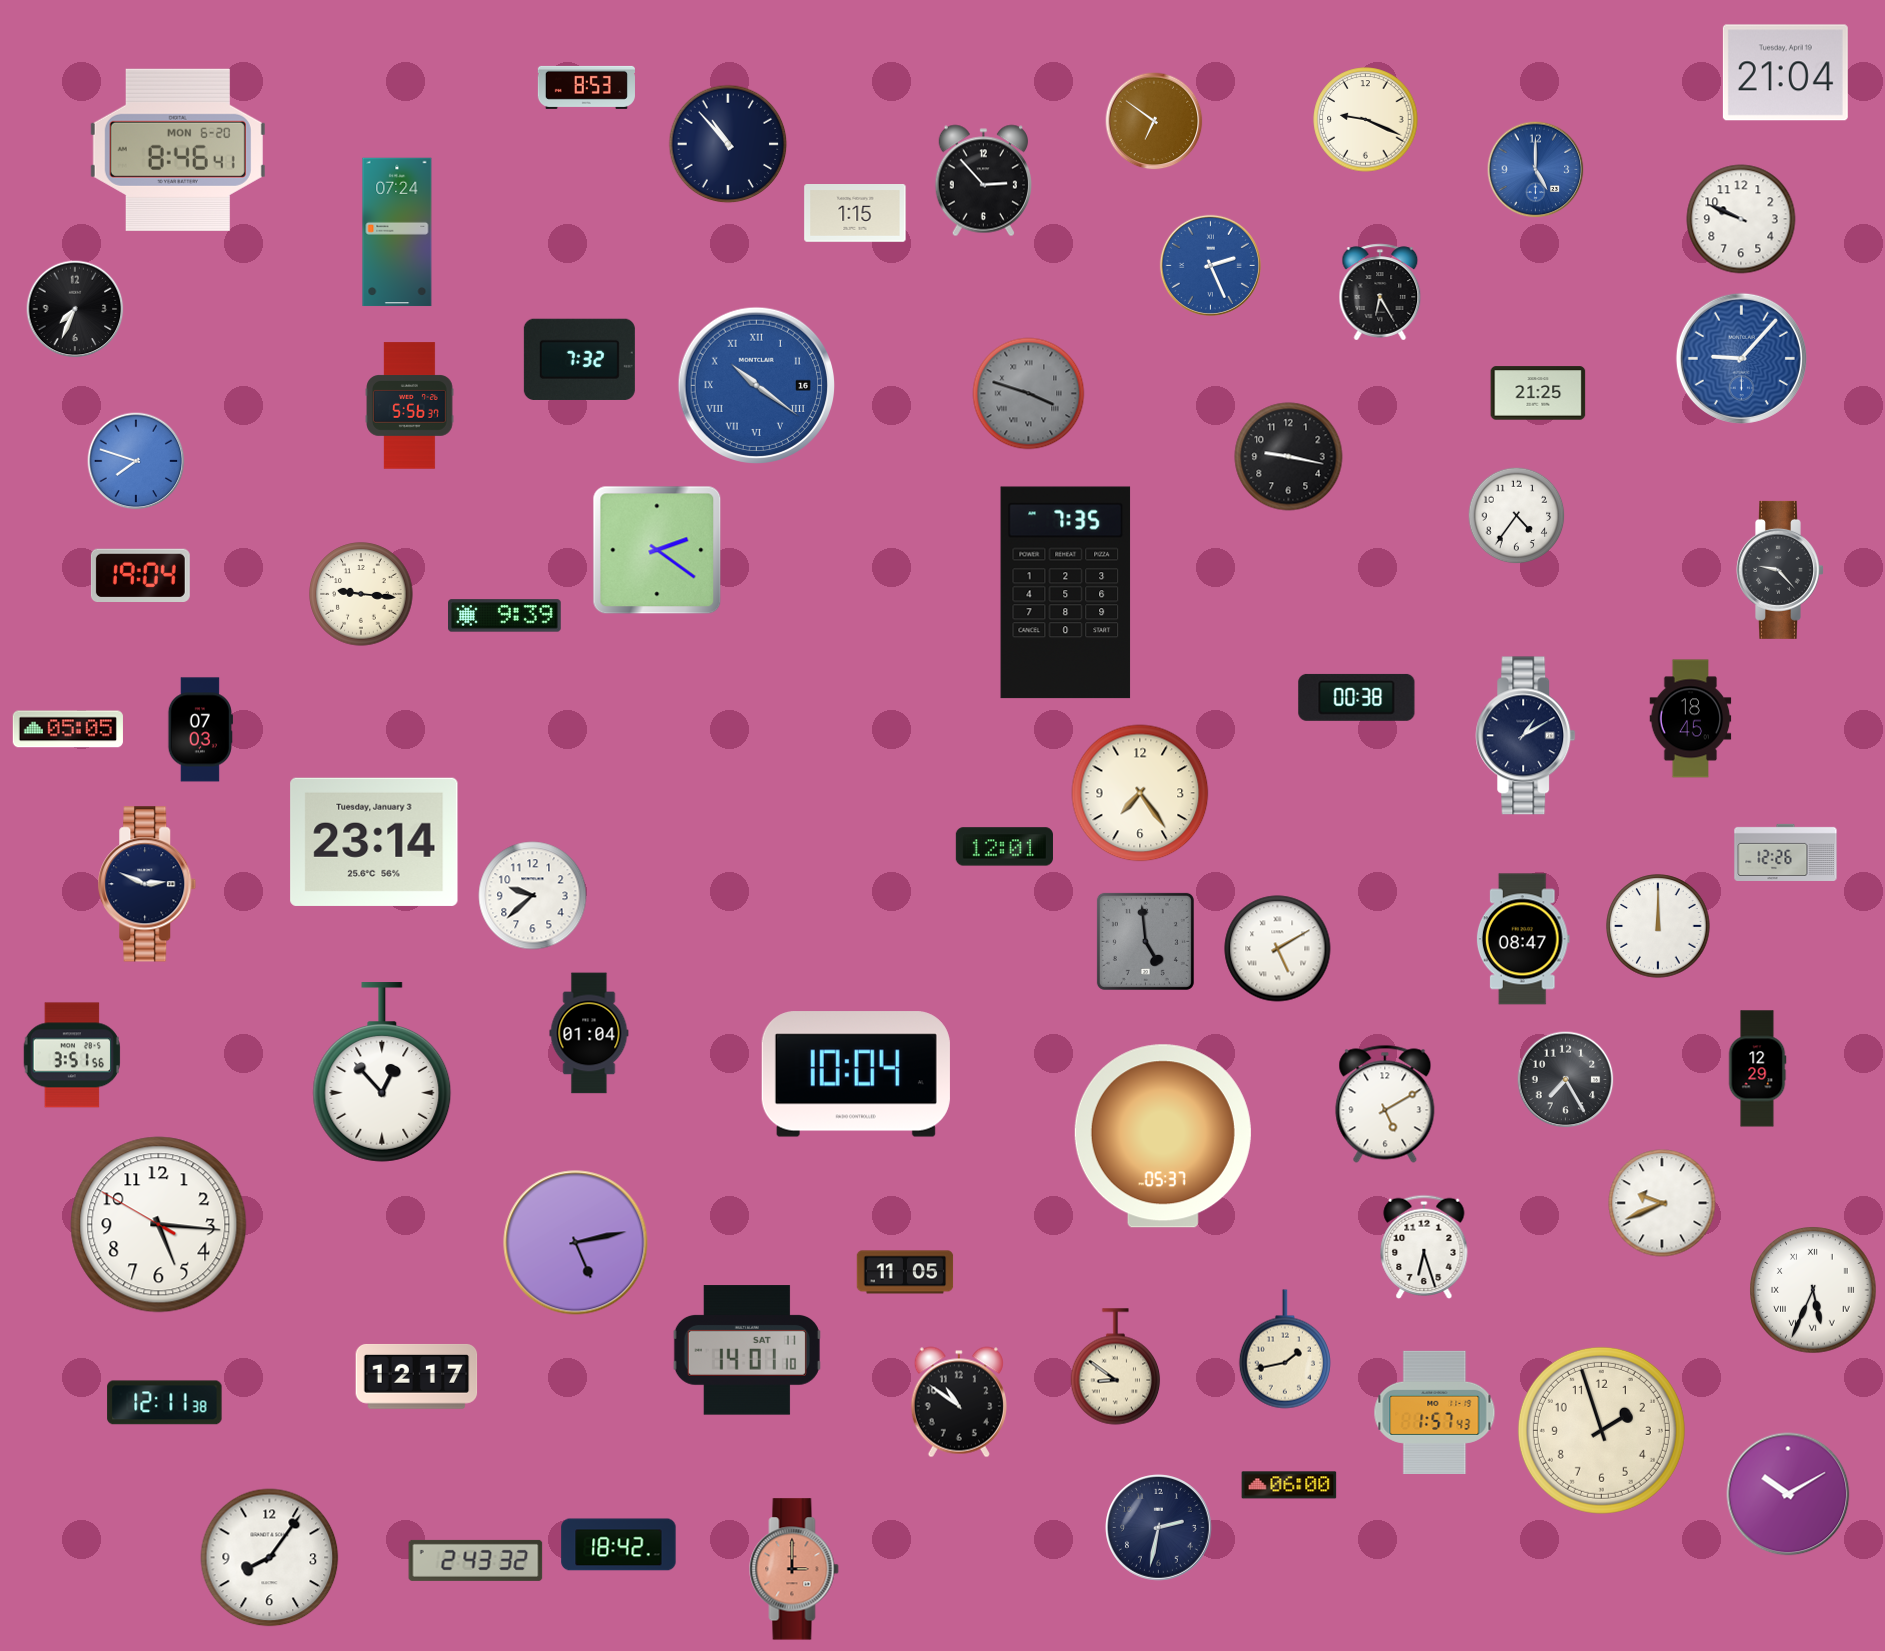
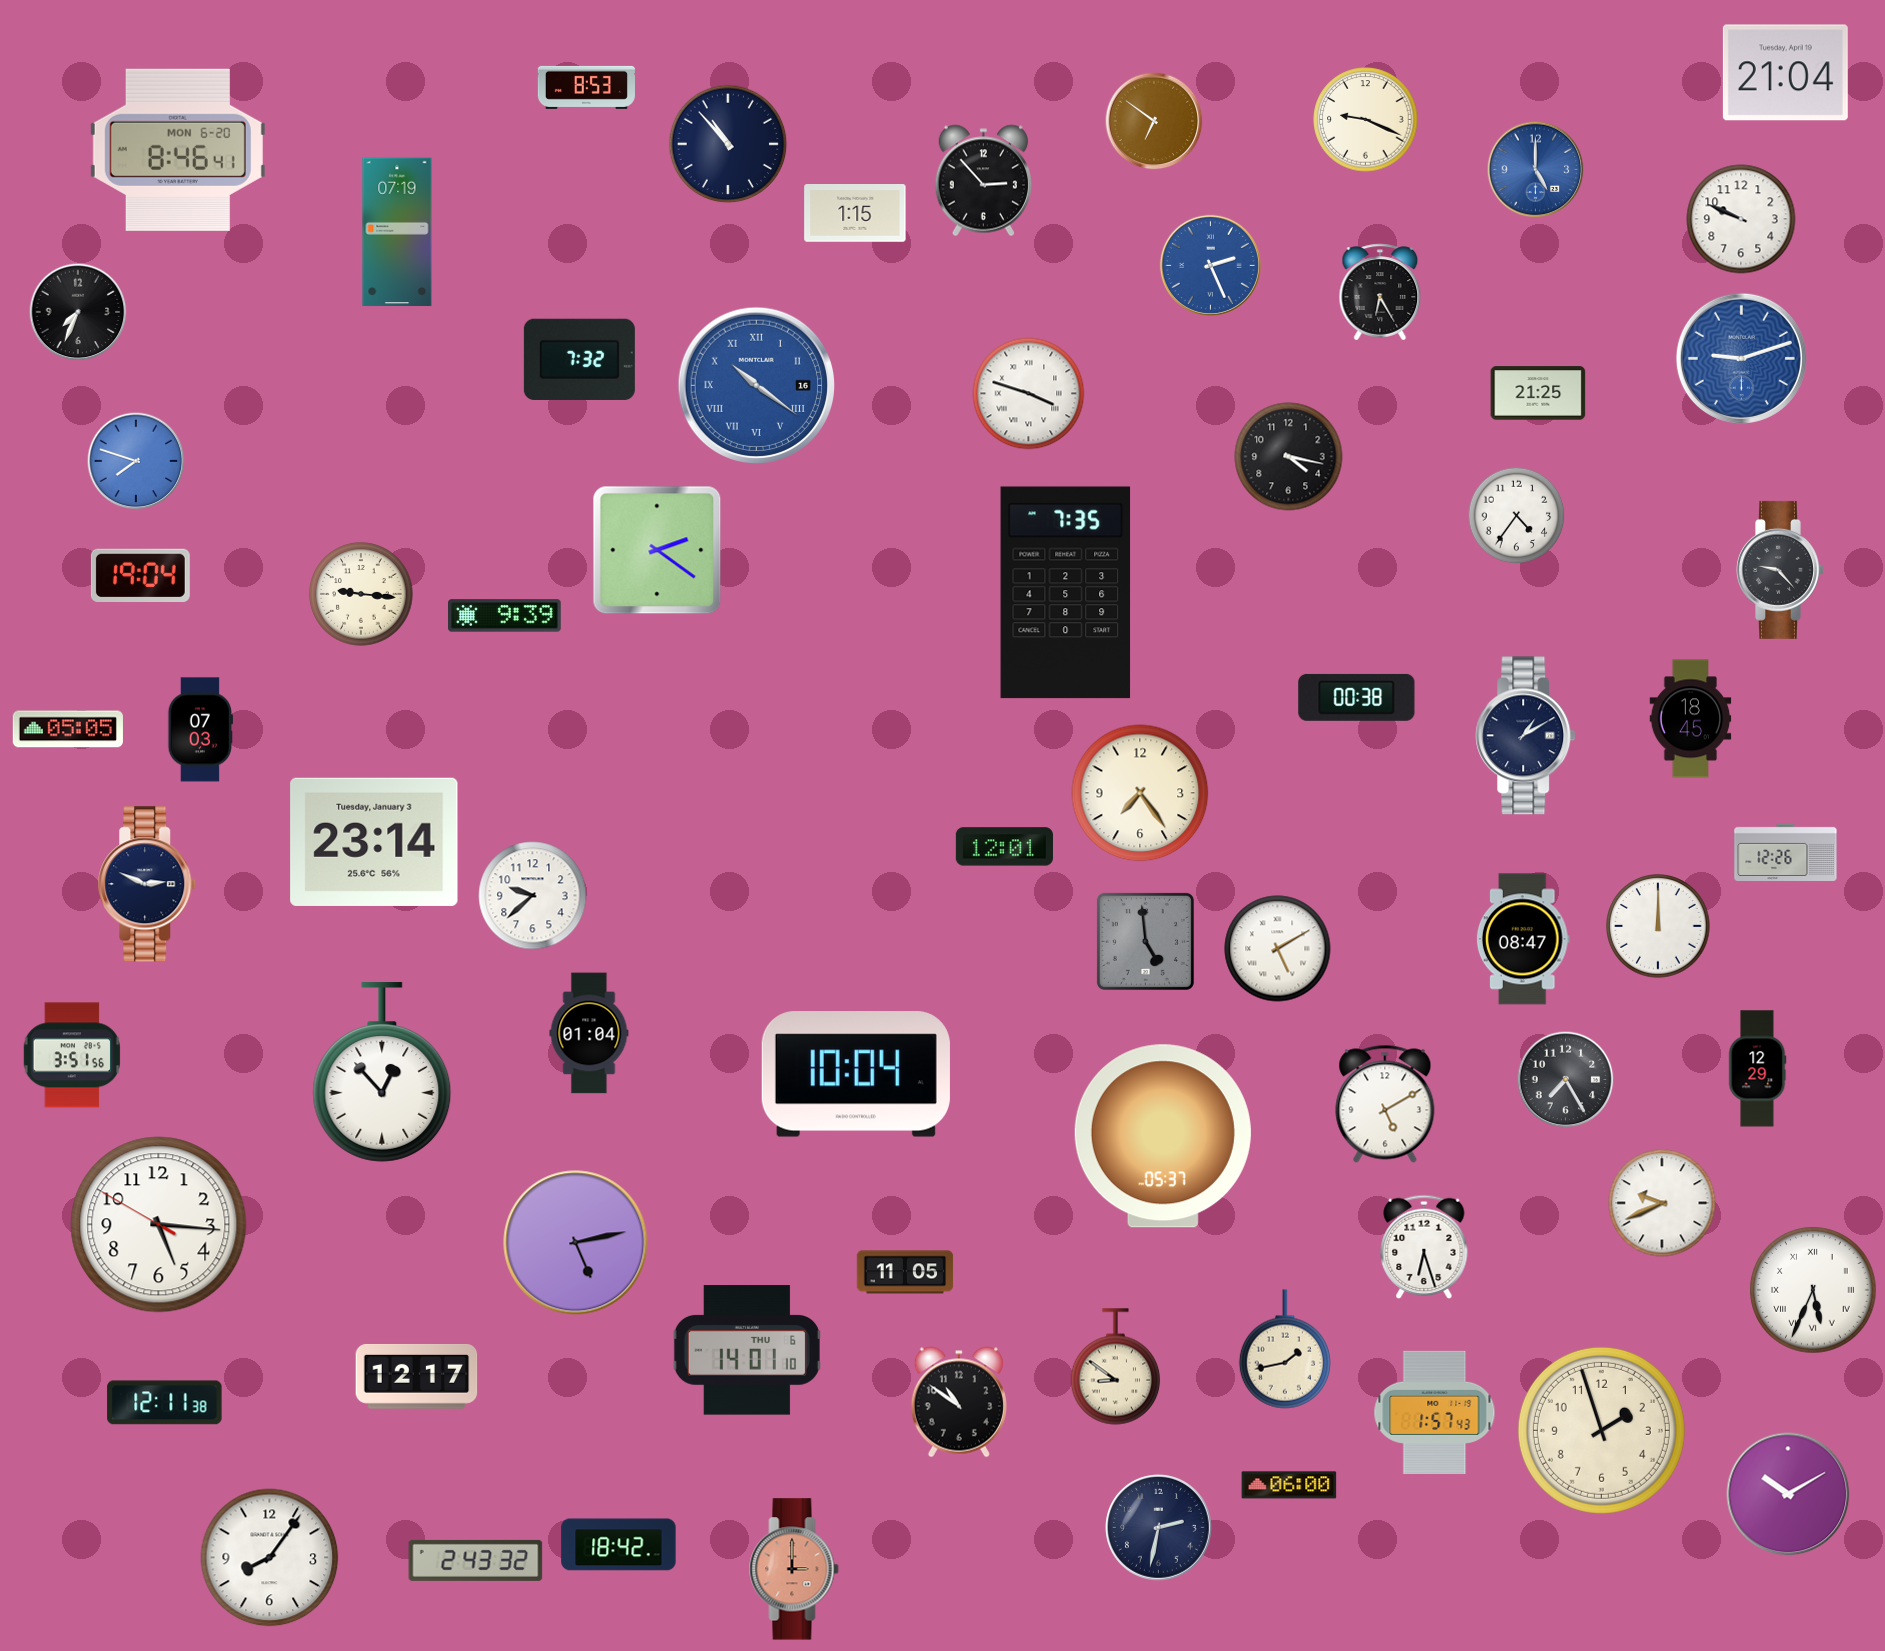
clock at (397, 232): 07:24 -> 07:19
clock at (75, 309) position: (75, 309) -> (78, 312)
clock at (1741, 358): 9:07 -> 9:12
clock at (1029, 394) dial: grey -> white
clock at (410, 406): 5:56 -> none
clock at (1289, 457): 9:17 -> 4:17
clock at (747, 1350) date: SAT 11 -> THU 6
